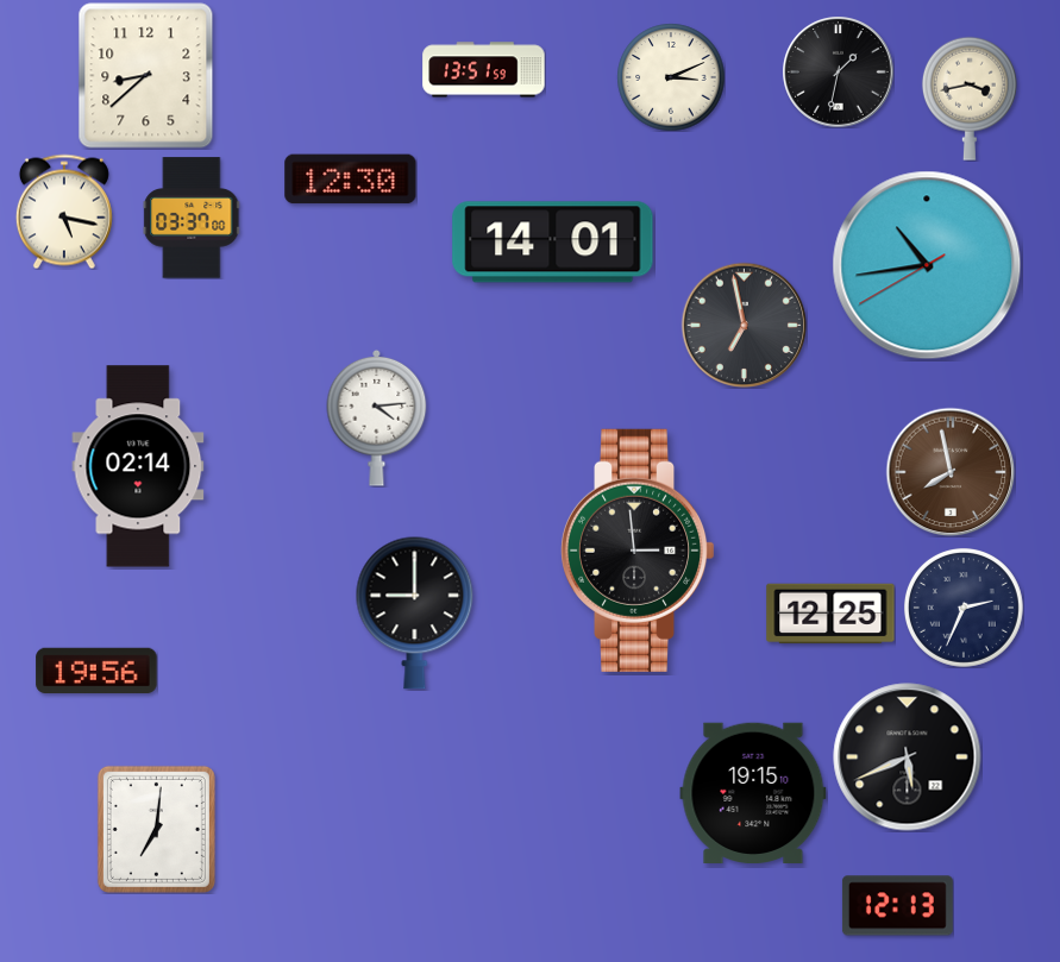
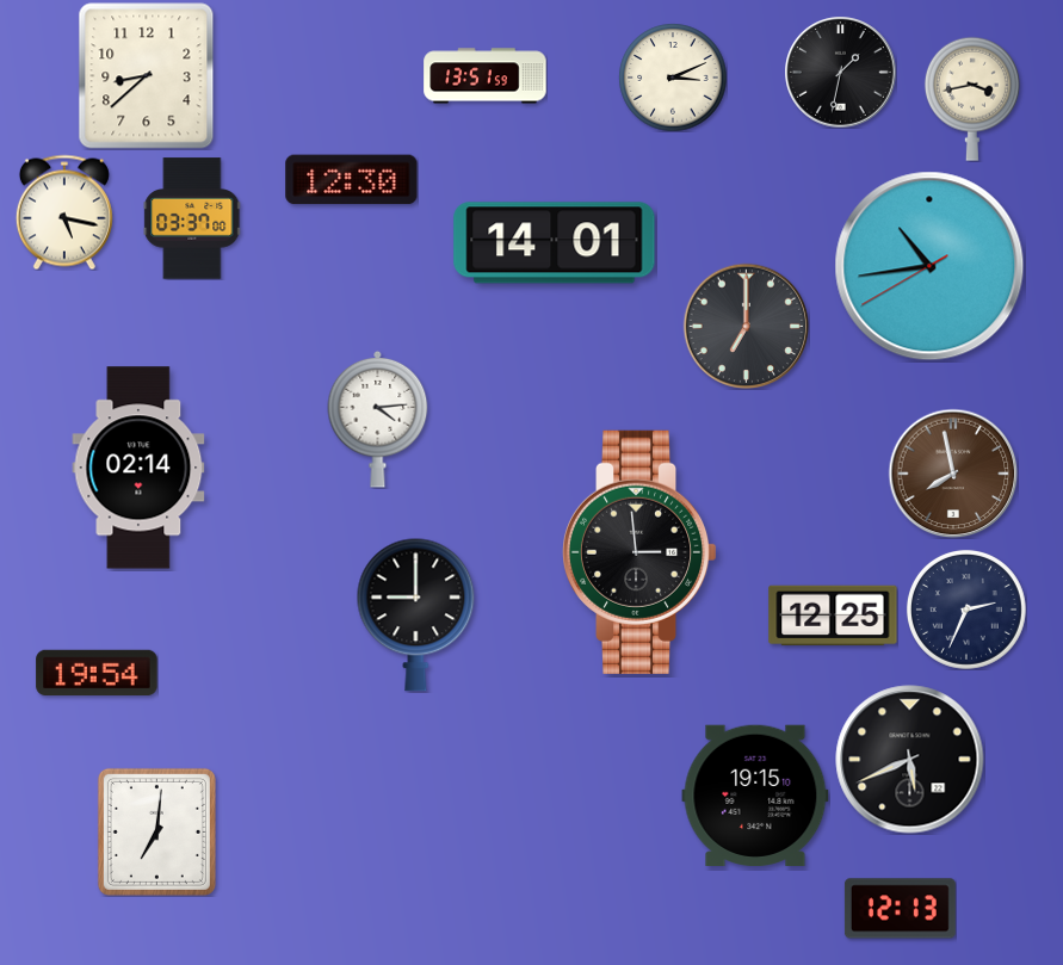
clock at (484, 70) position: (484, 70) -> (486, 76)
clock at (744, 325): 6:58 -> 7:00
clock at (96, 671): 19:56 -> 19:54
